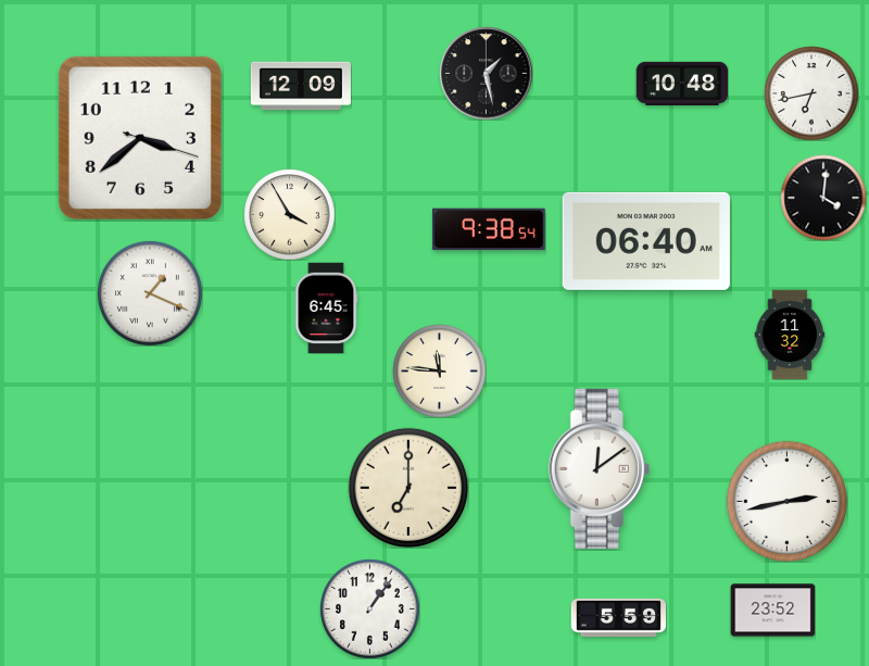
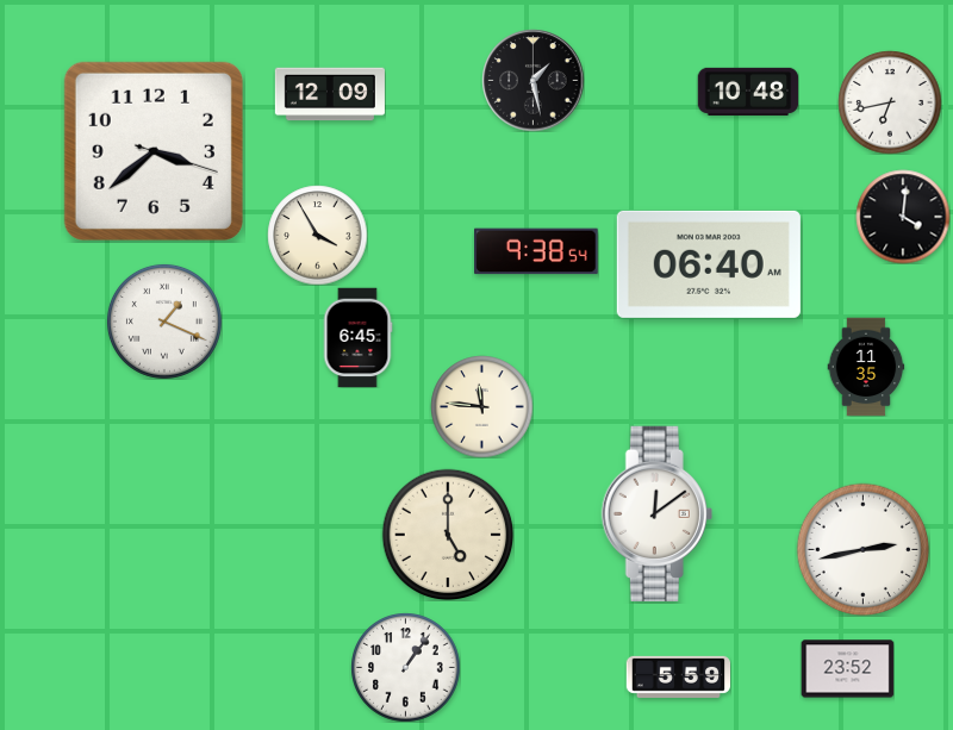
clock at (790, 335): 11:32 -> 11:35
clock at (408, 488): 7:00 -> 5:00
